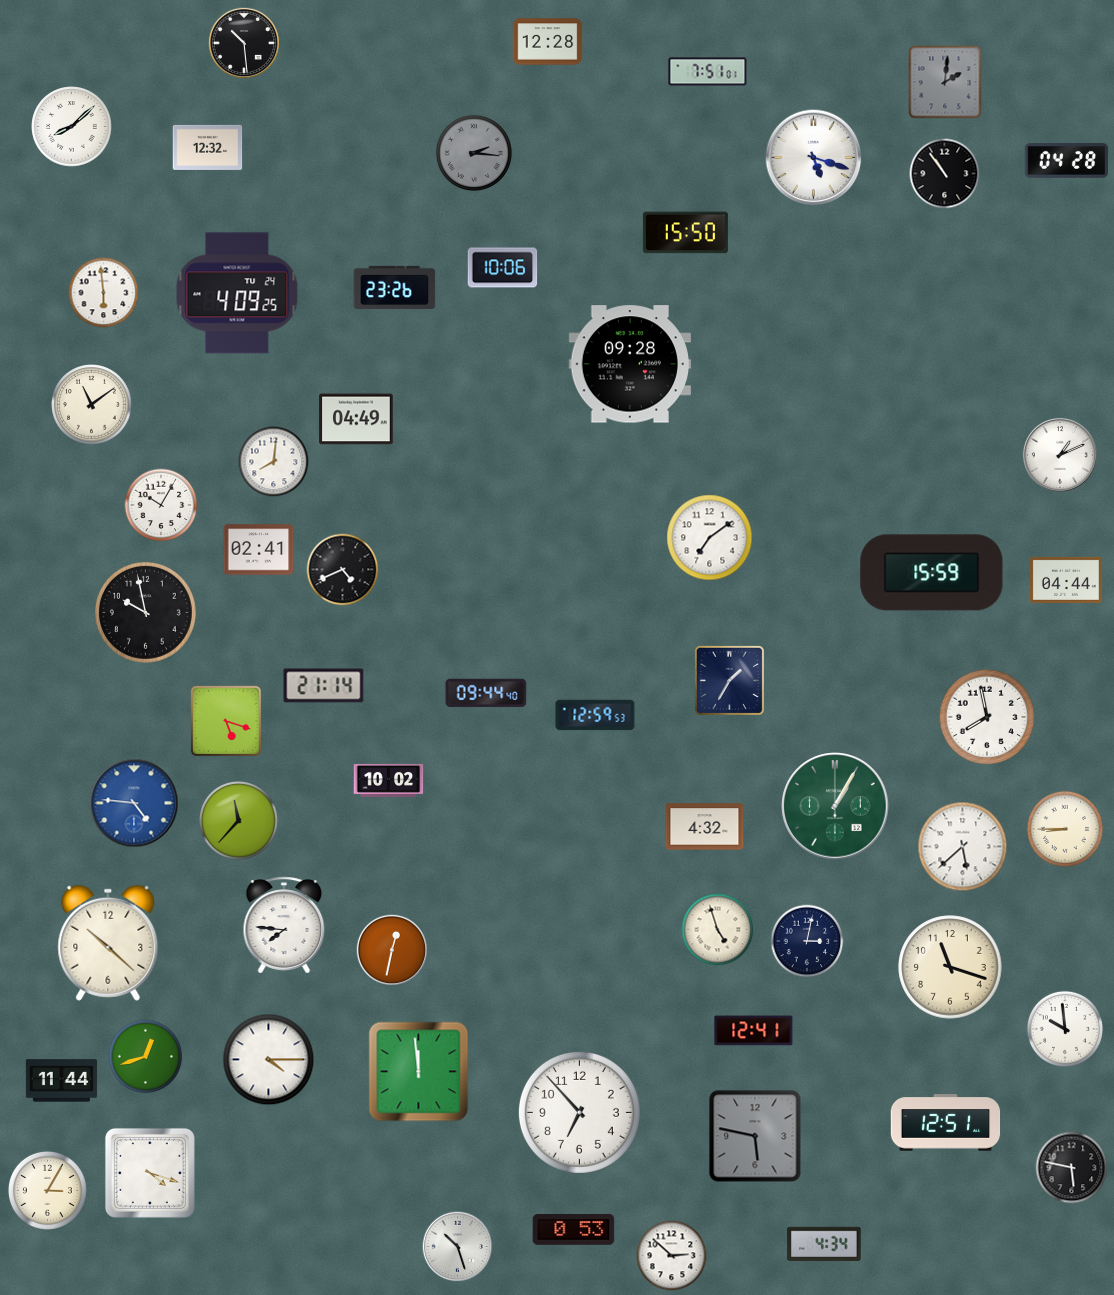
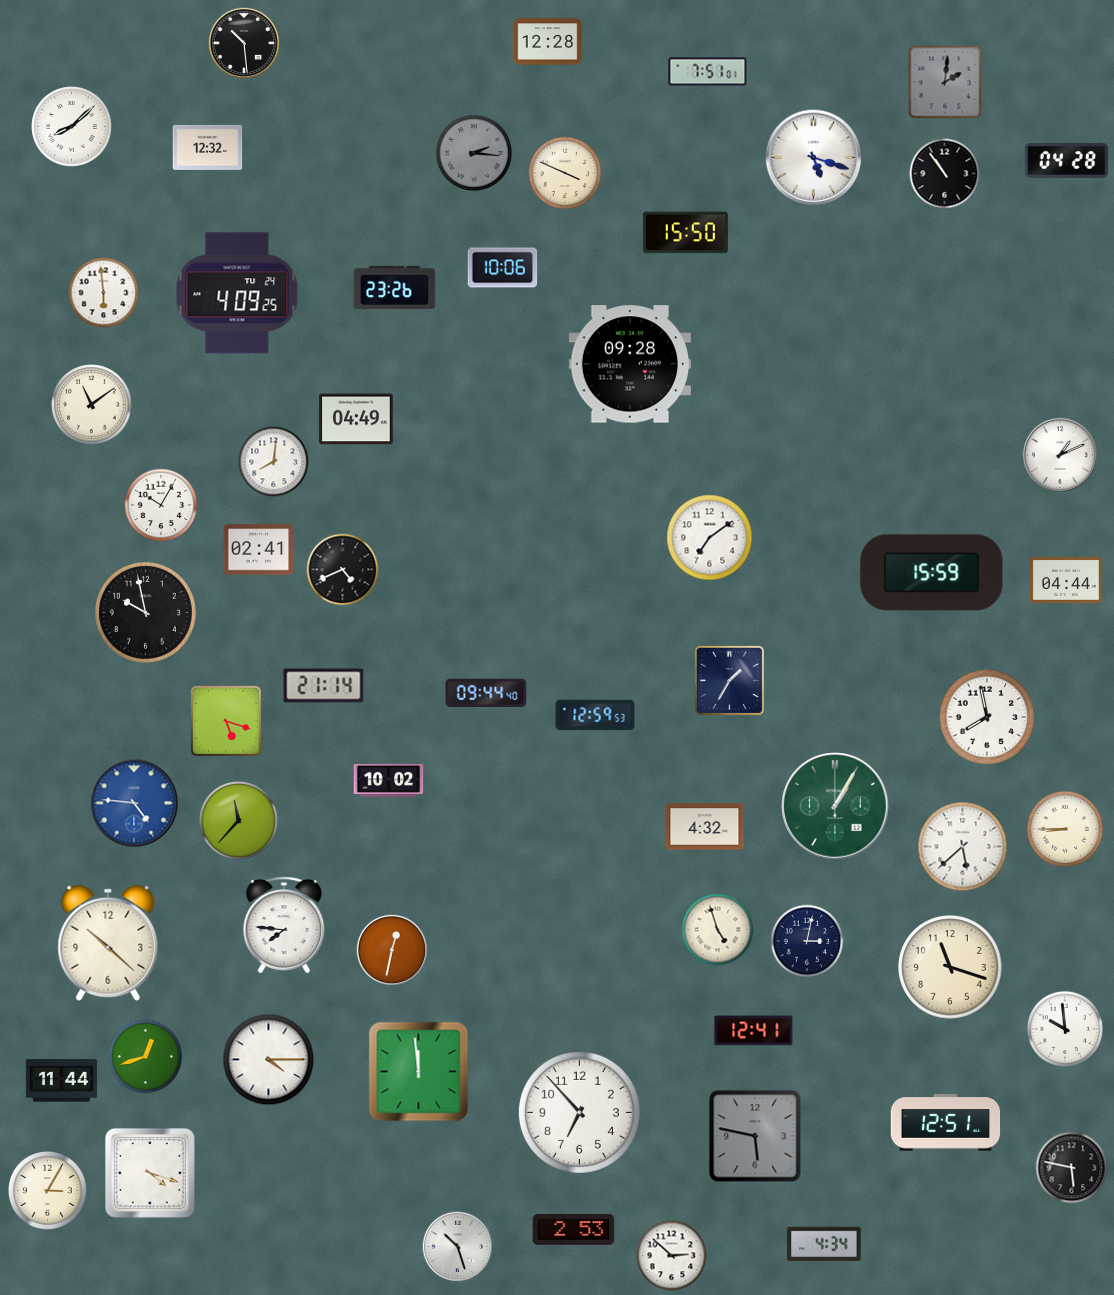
clock at (565, 173): none -> 3:49
clock at (574, 1230): 0:53 -> 2:53
